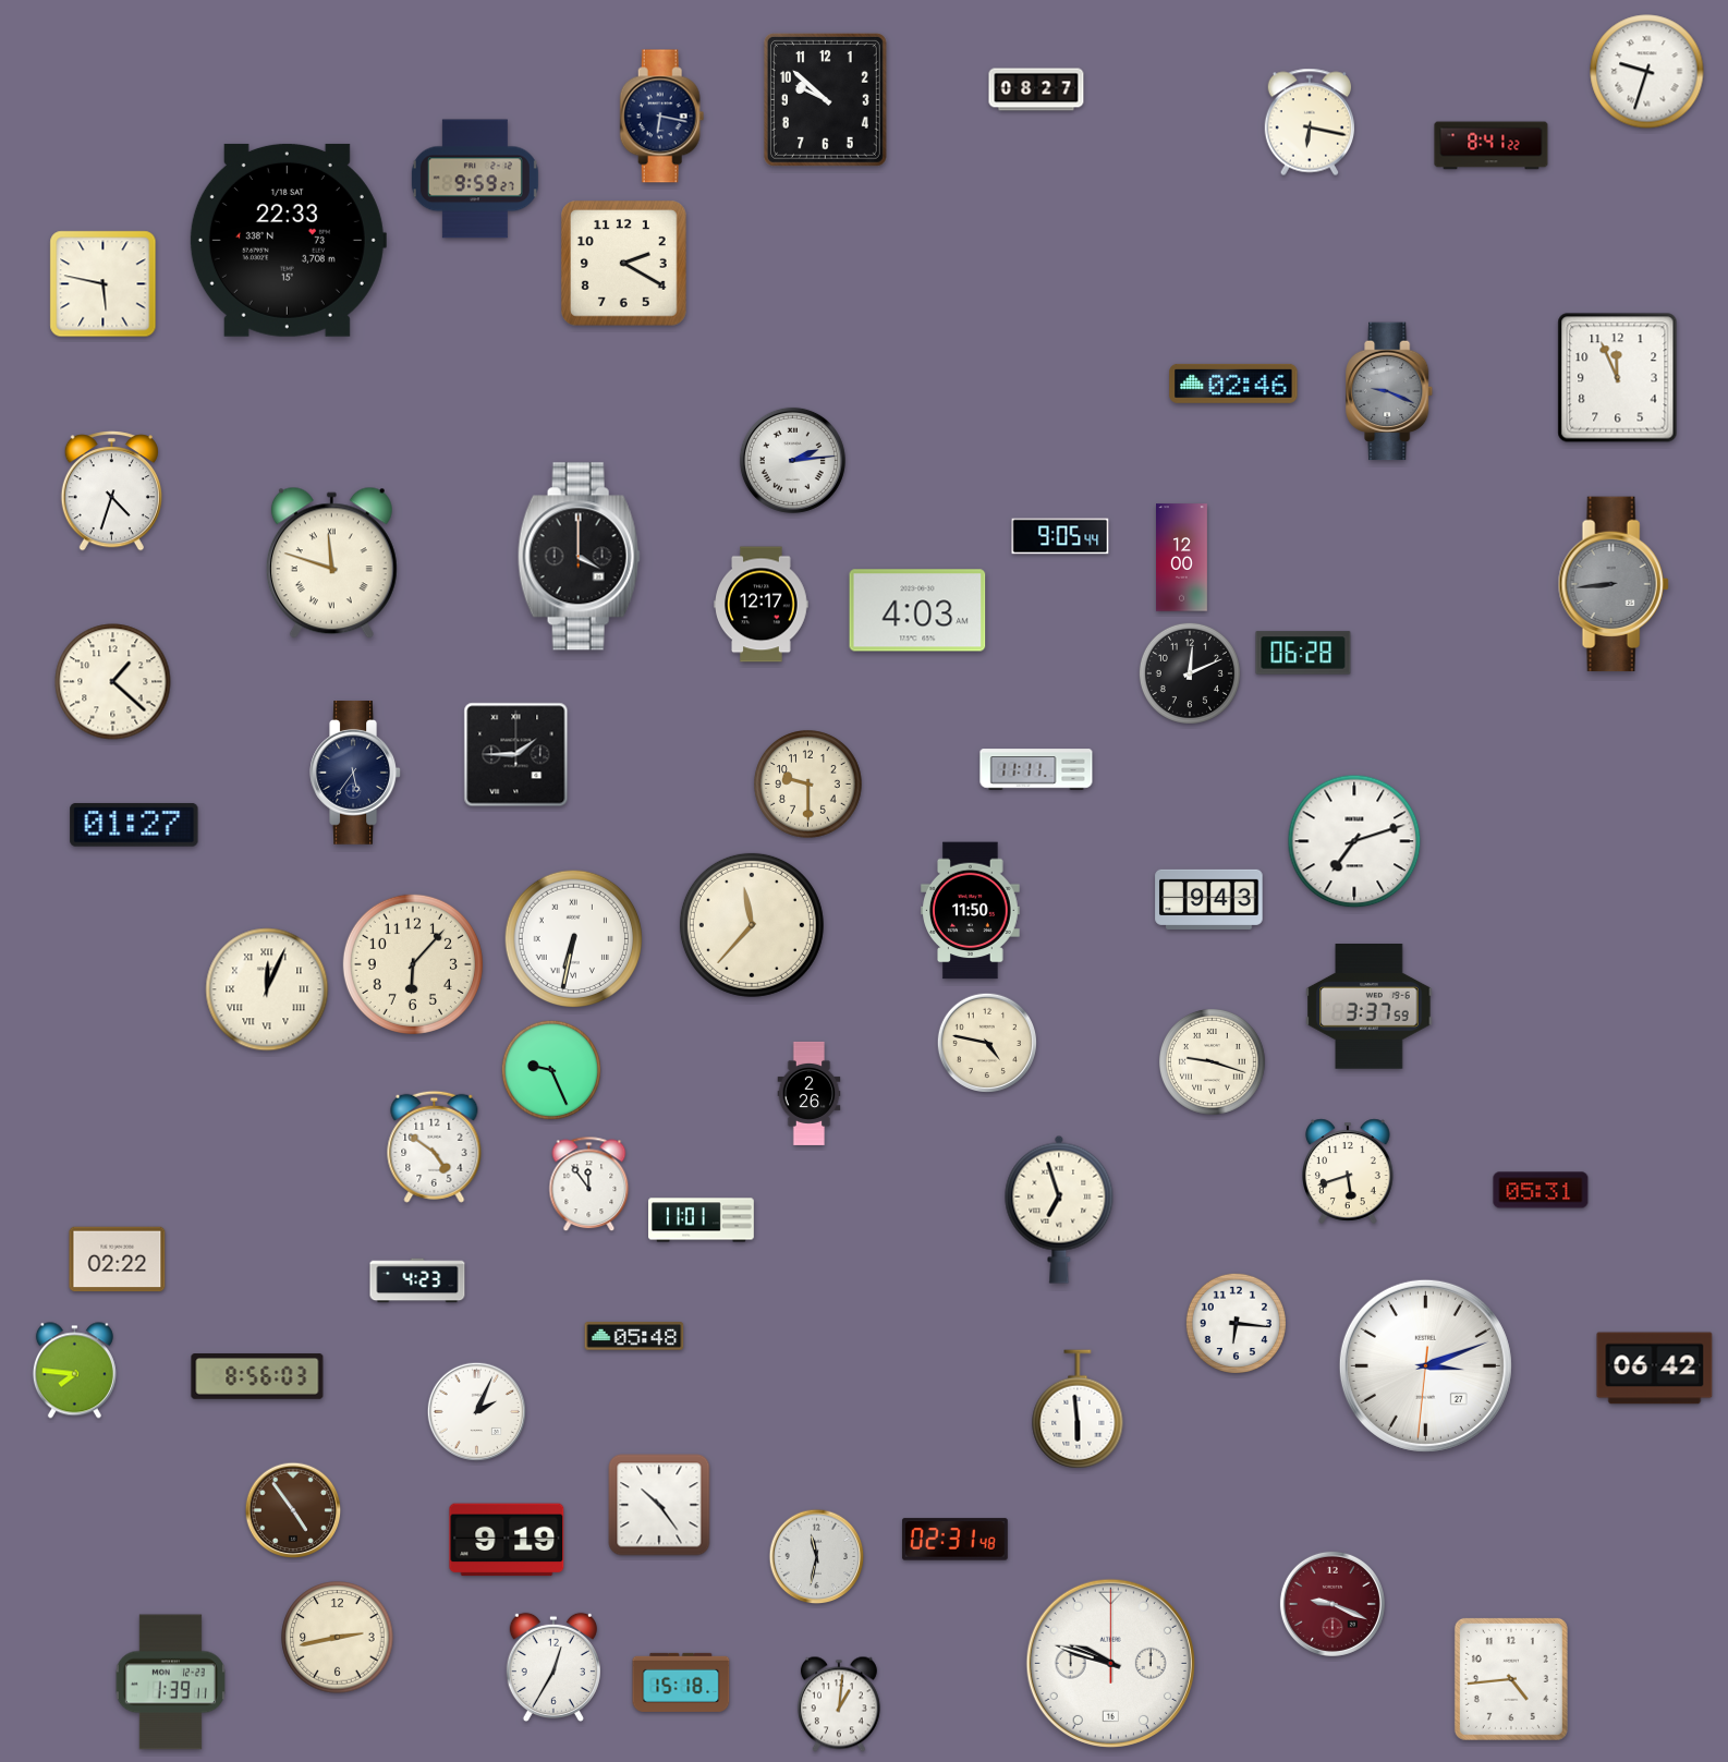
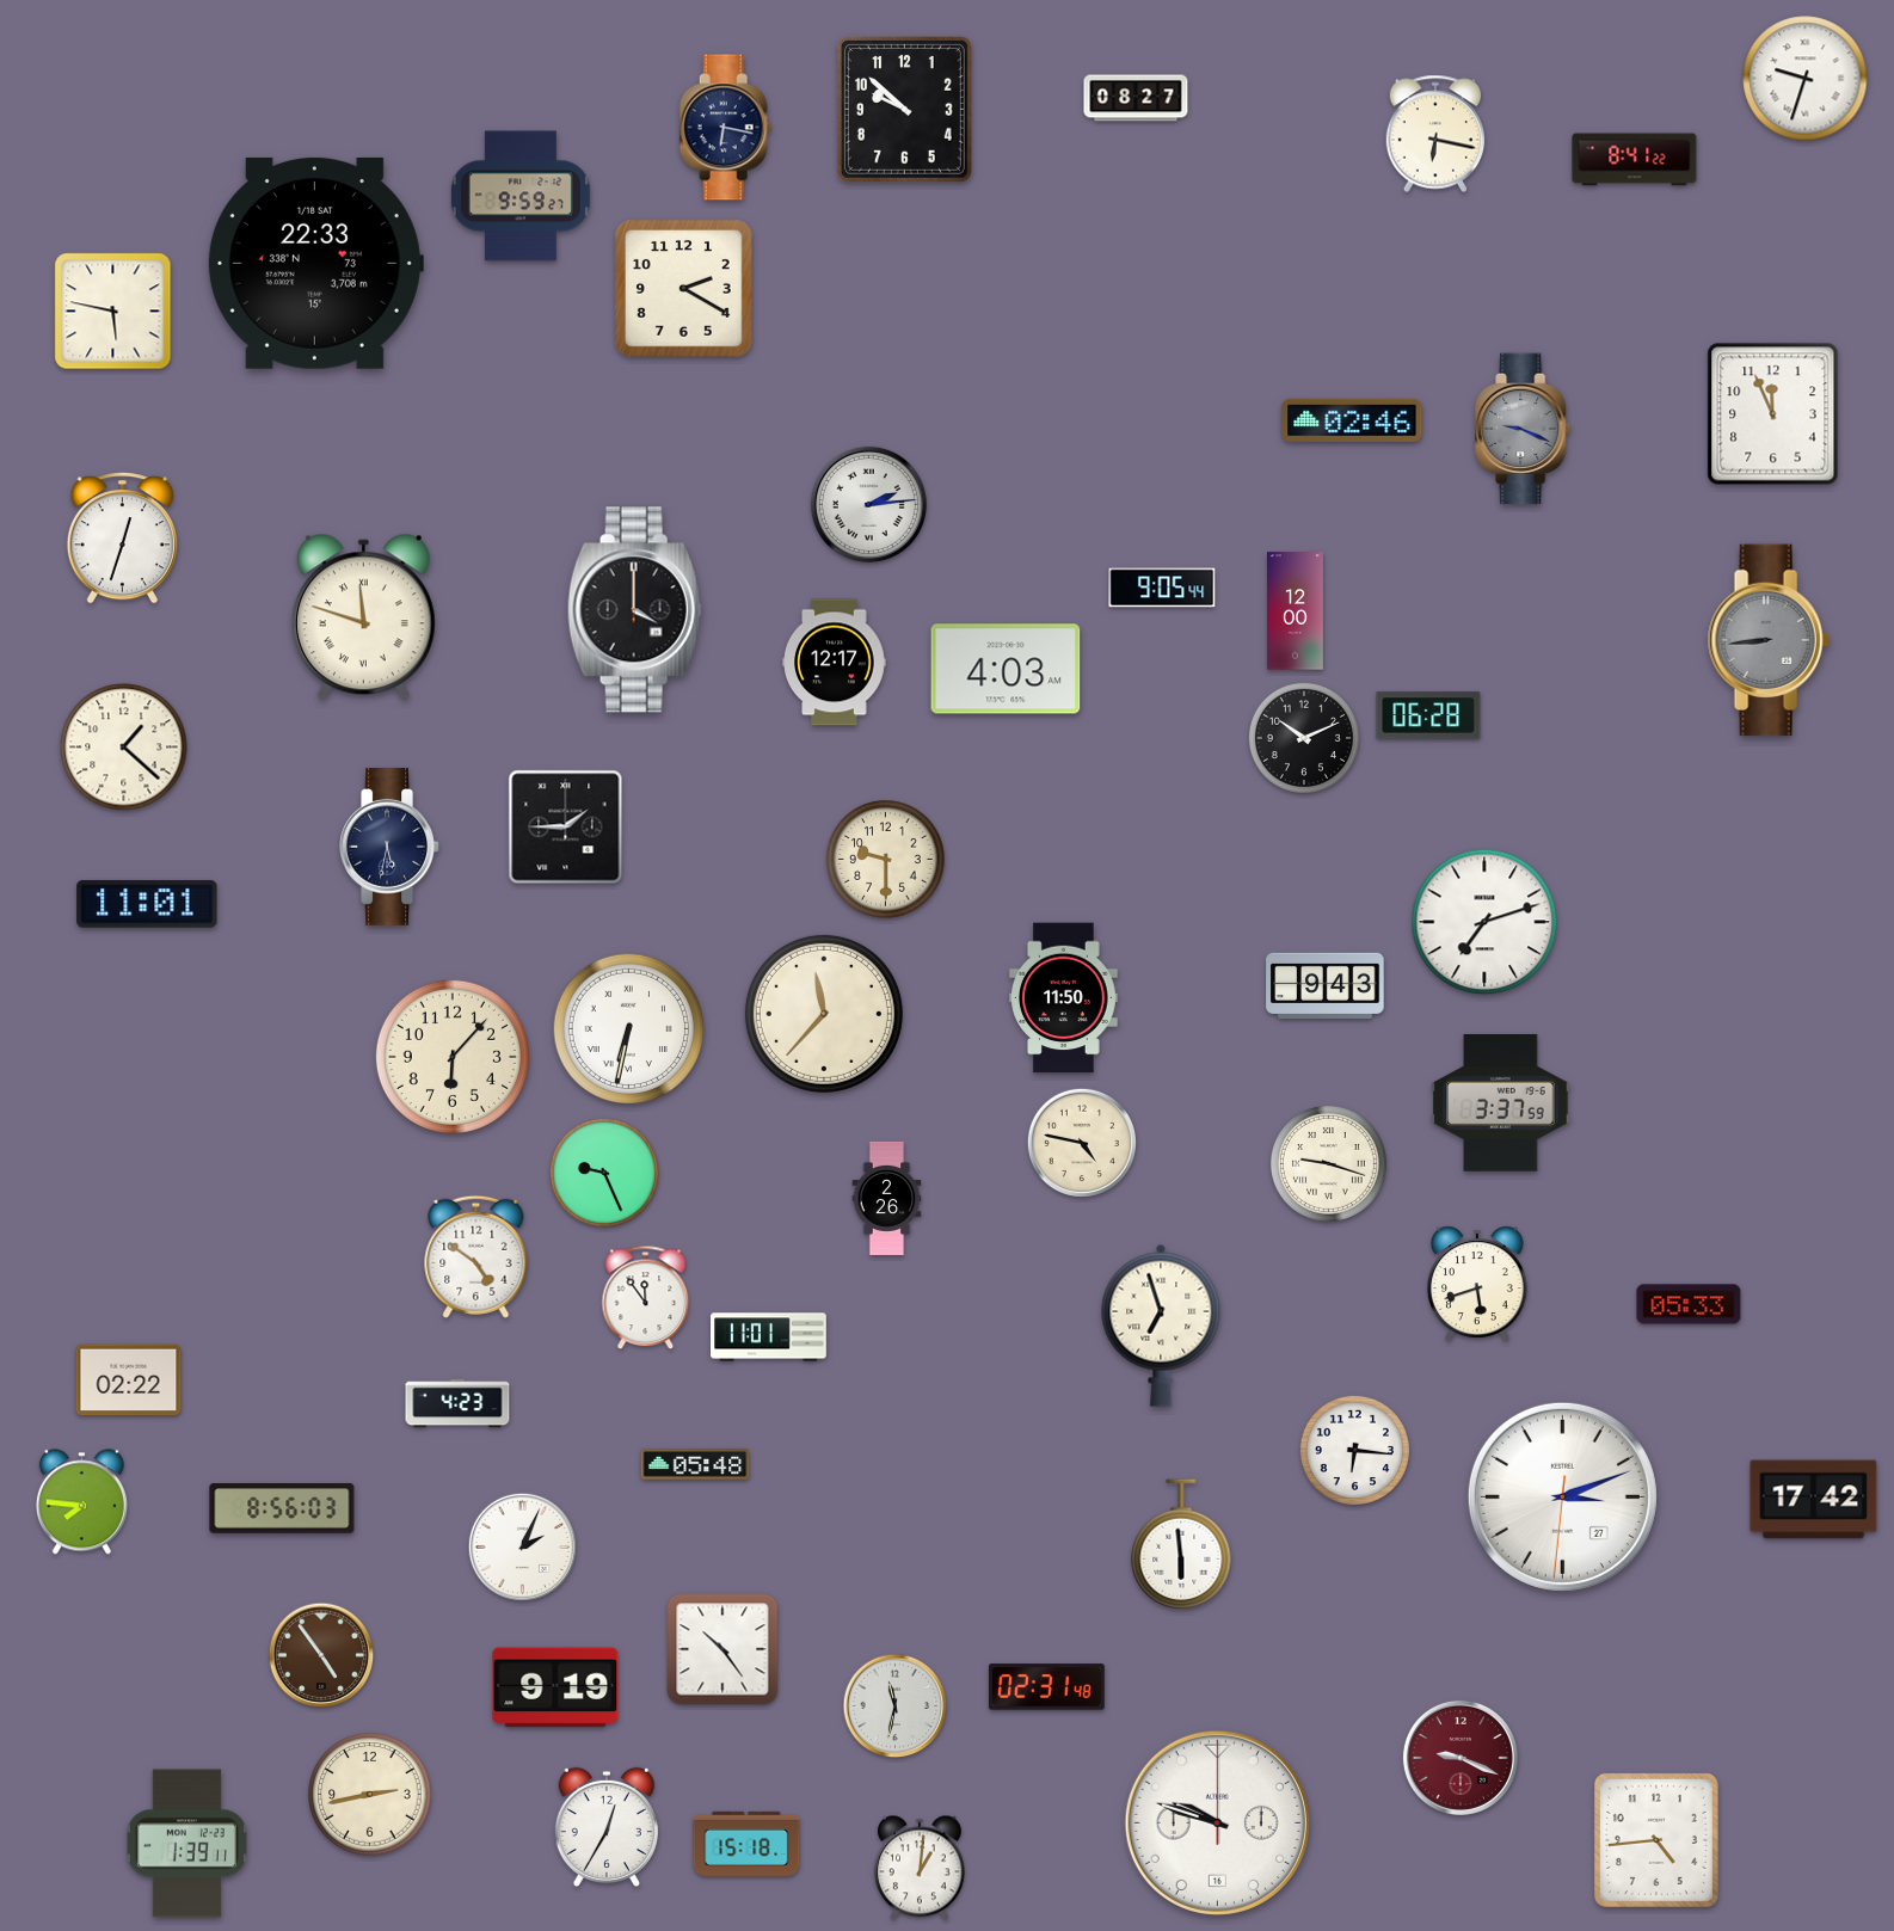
clock at (111, 491): 4:33 -> 12:33
clock at (1190, 673): 12:11 -> 10:11
clock at (1036, 769): 11:11 -> none
clock at (355, 774): 5:36 -> 5:32
clock at (134, 825): 01:27 -> 11:01
clock at (267, 989): 12:04 -> none
clock at (1541, 1190): 05:31 -> 05:33
clock at (1655, 1369): 06:42 -> 17:42
